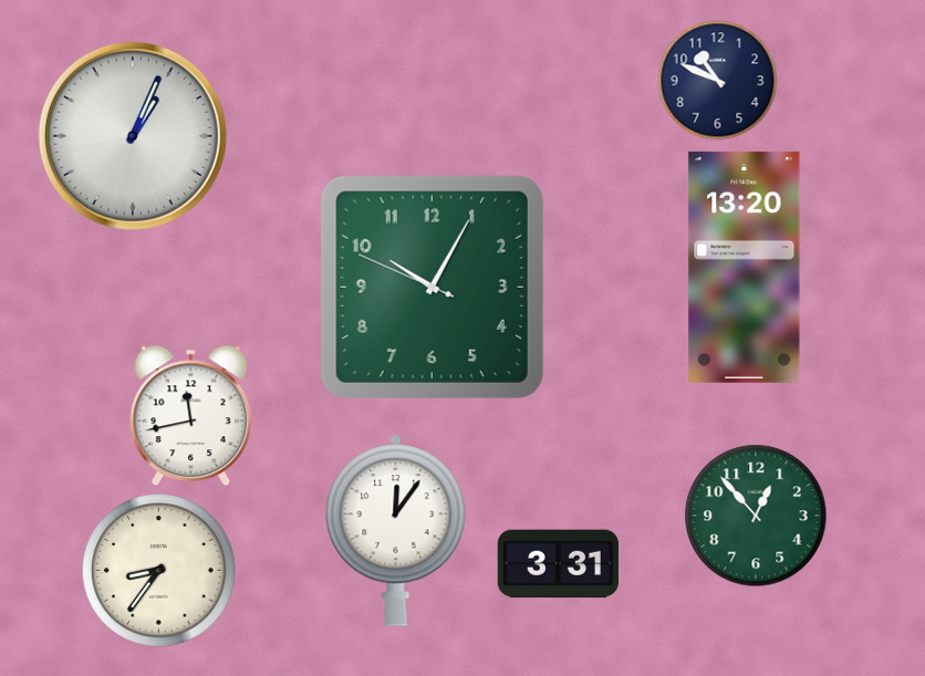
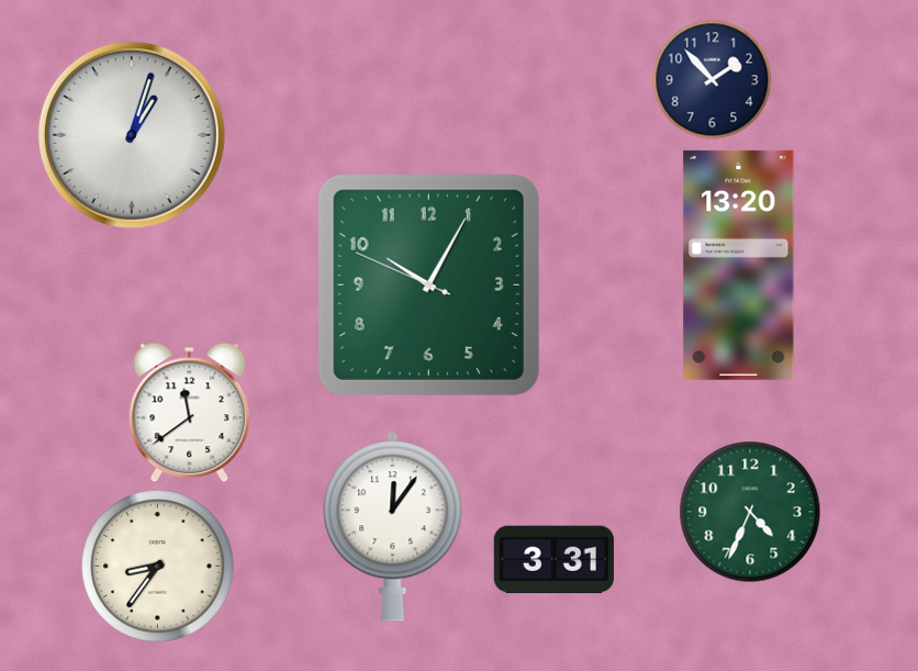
clock at (718, 81): 10:49 -> 1:53
clock at (133, 136): 1:04 -> 1:03
clock at (191, 416): 11:43 -> 11:39
clock at (756, 516): 12:53 -> 4:34
